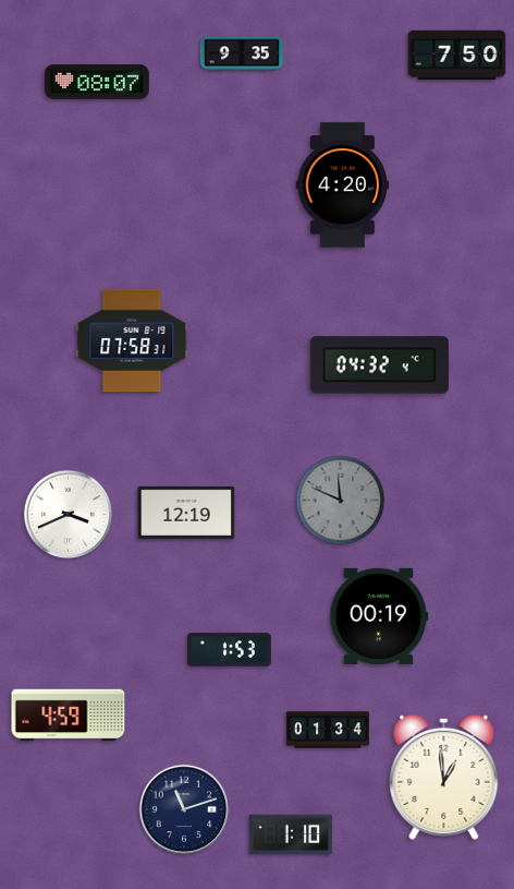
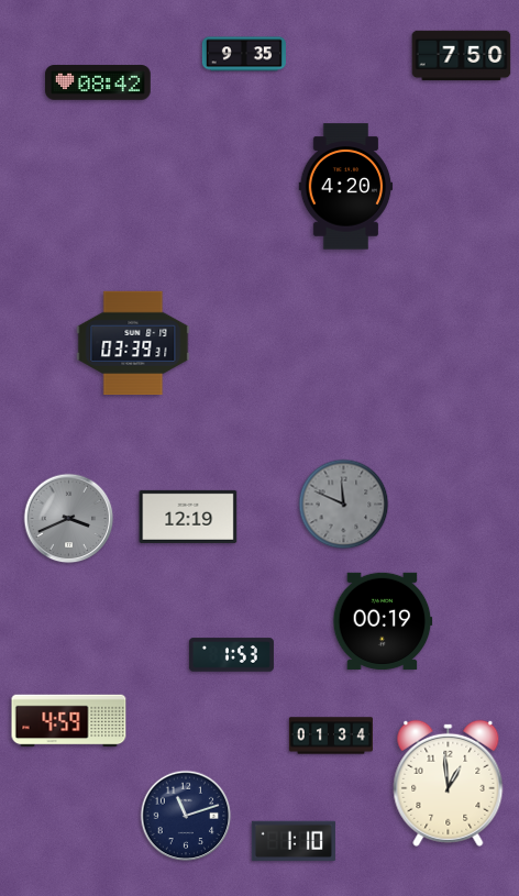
clock at (97, 82): 08:07 -> 08:42
clock at (132, 340): 07:58 -> 03:39
clock at (379, 365): 04:32 -> none
clock at (69, 515) dial: white -> grey
